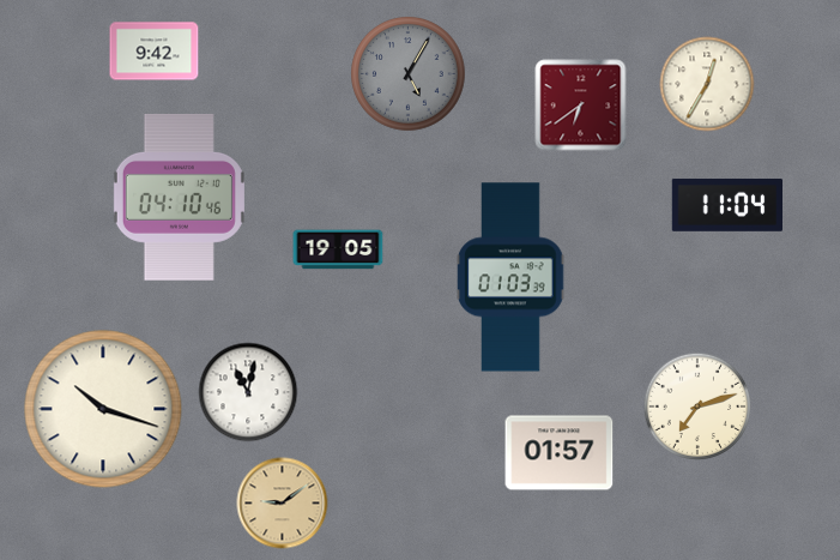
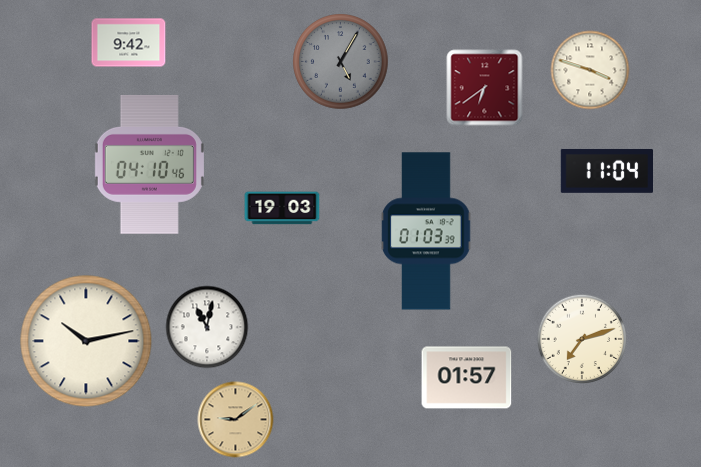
clock at (707, 84): 12:35 -> 3:48
clock at (338, 249): 19:05 -> 19:03
clock at (103, 409): 10:18 -> 10:13
